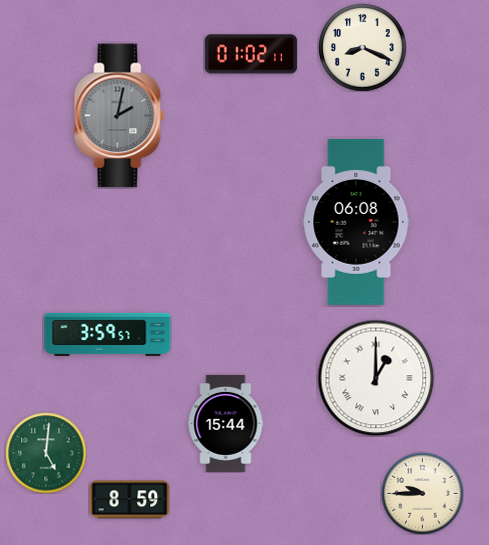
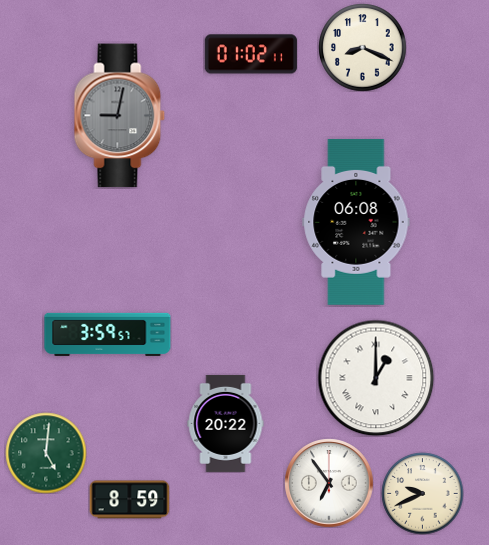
clock at (120, 116): 2:02 -> 9:02
clock at (226, 423): 15:44 -> 20:22
clock at (329, 483): none -> 6:54
clock at (422, 493): 9:45 -> 9:41
